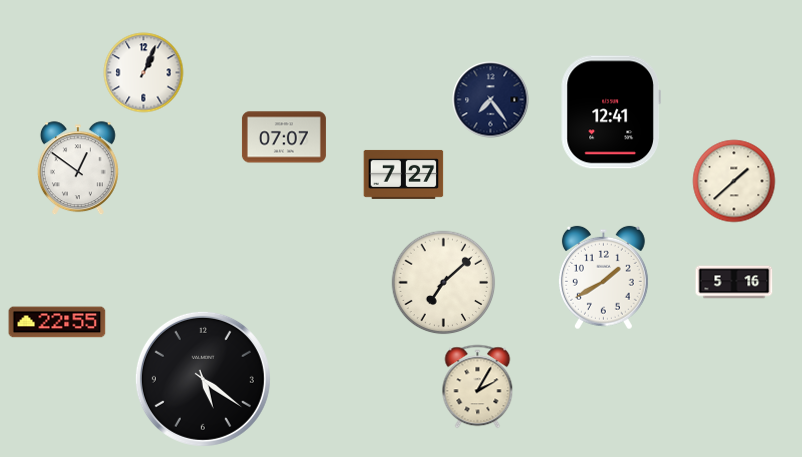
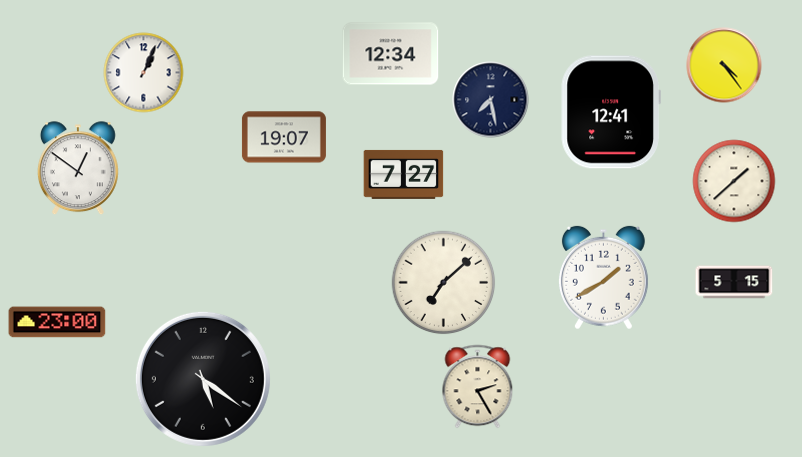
clock at (391, 54): none -> 12:34
clock at (724, 65): none -> 4:24
clock at (491, 100): 7:24 -> 7:28
clock at (284, 137): 07:07 -> 19:07
clock at (734, 282): 5:16 -> 5:15
clock at (57, 322): 22:55 -> 23:00
clock at (478, 387): 2:05 -> 2:25
